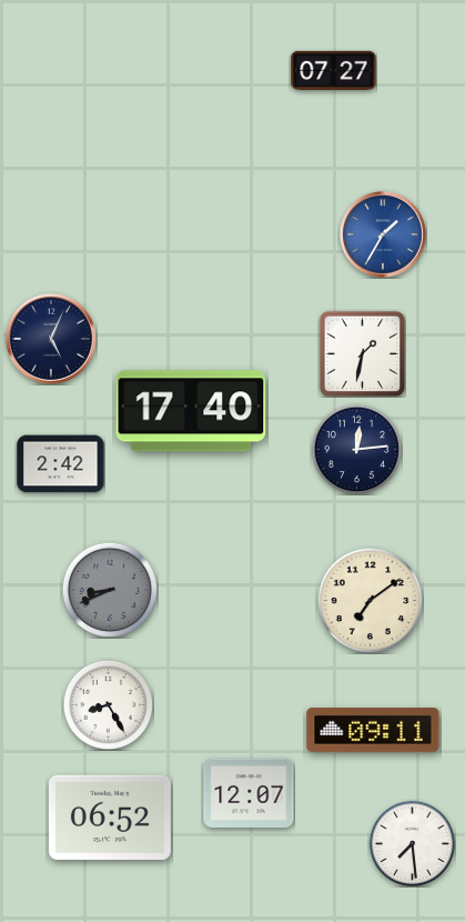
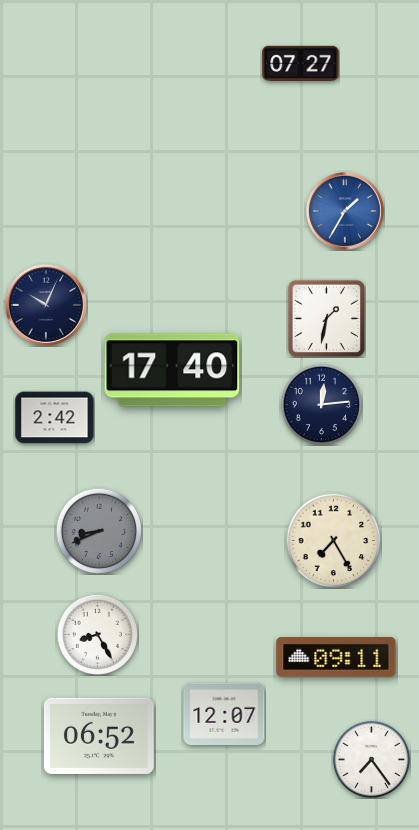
clock at (51, 339): 5:04 -> 10:04
clock at (370, 600): 7:09 -> 7:25
clock at (412, 843): 7:29 -> 7:24
